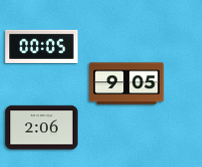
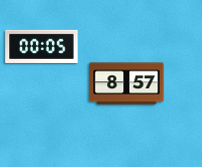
clock at (127, 84): 9:05 -> 8:57
clock at (42, 128): 2:06 -> none
